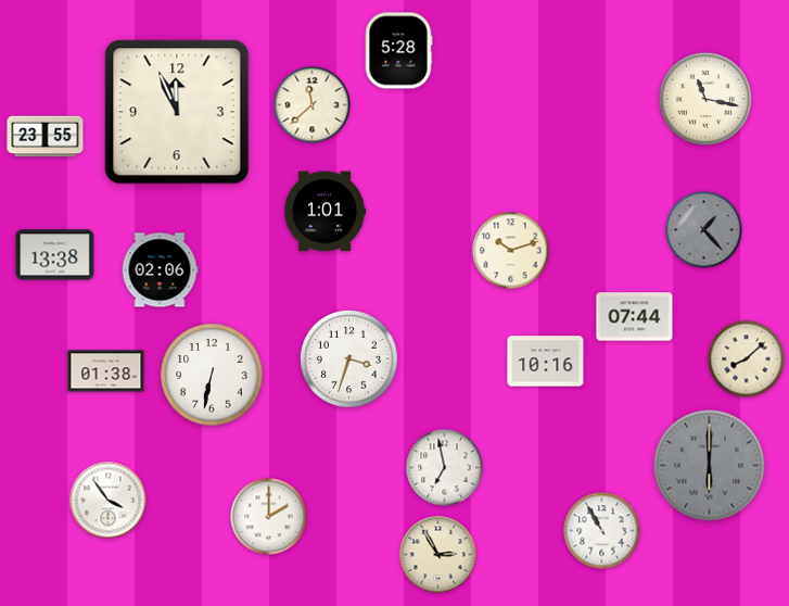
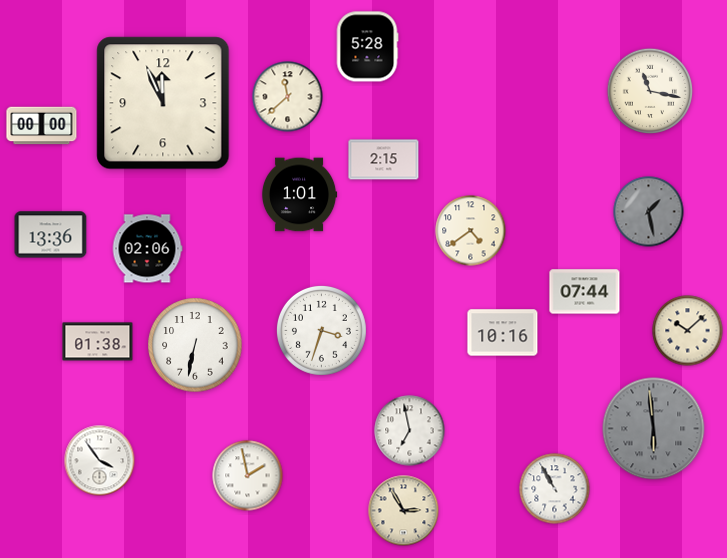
clock at (46, 137): 23:55 -> 00:00
clock at (384, 160): none -> 2:15
clock at (704, 230): 1:23 -> 1:28
clock at (511, 251): 10:12 -> 4:39
clock at (55, 255): 13:38 -> 13:36
clock at (747, 359): 8:08 -> 10:08
clock at (710, 466): 6:00 -> 5:59
clock at (269, 517): 2:00 -> 1:58
